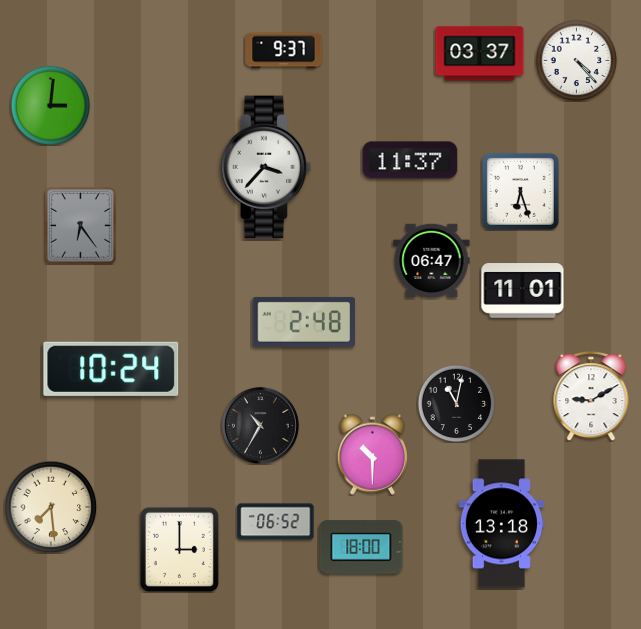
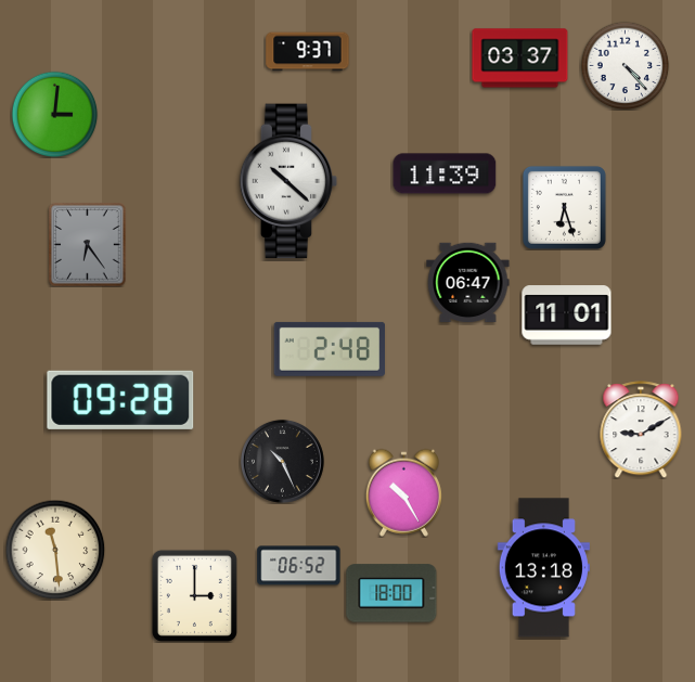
clock at (284, 51) position: (284, 51) -> (308, 52)
clock at (410, 160): 11:37 -> 11:39
clock at (266, 167): 3:37 -> 10:22
clock at (111, 369): 10:24 -> 09:28
clock at (456, 403): 11:02 -> none
clock at (260, 425): 10:35 -> 10:26
clock at (372, 454): 10:30 -> 10:25
clock at (51, 507): 7:29 -> 11:29
